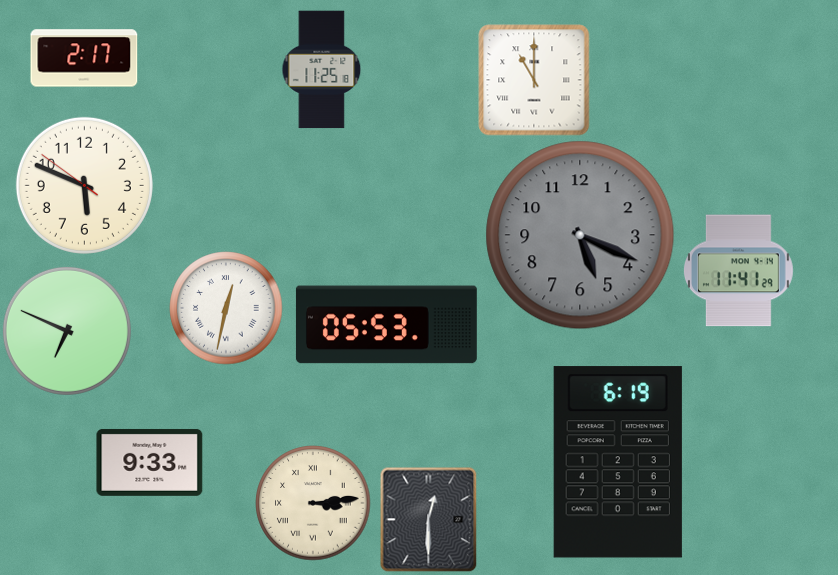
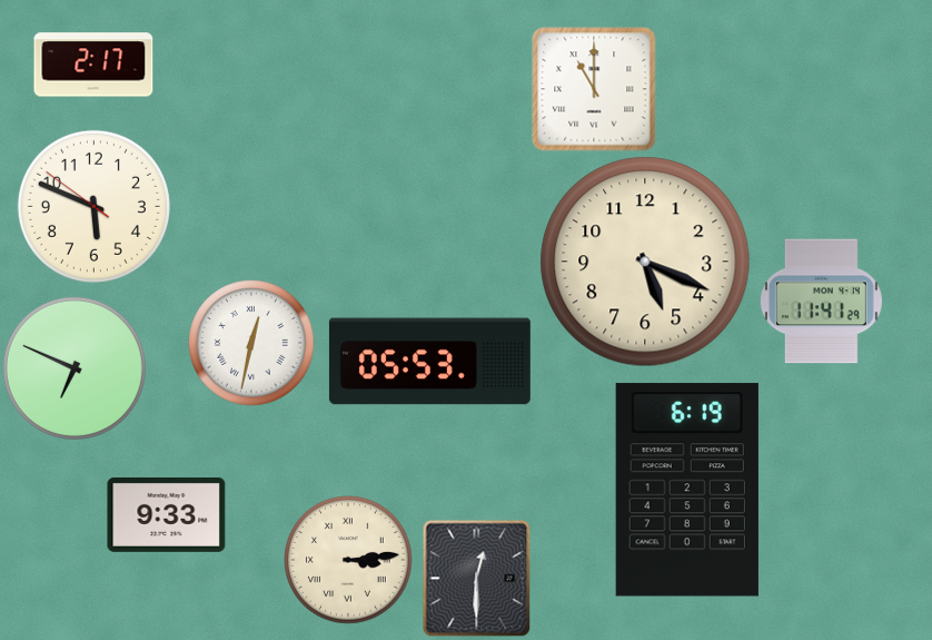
clock at (322, 70): 11:25 -> none
clock at (580, 235) dial: grey -> cream
clock at (618, 462) position: (618, 462) -> (687, 490)
